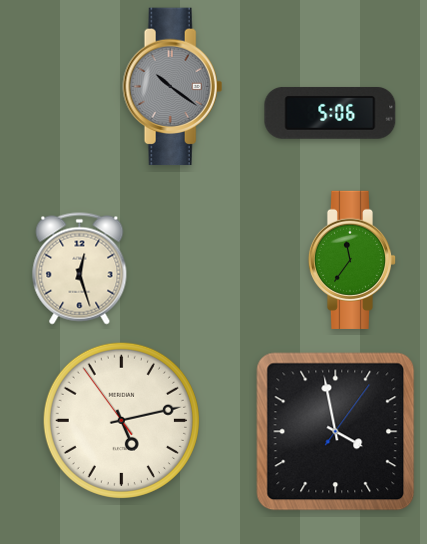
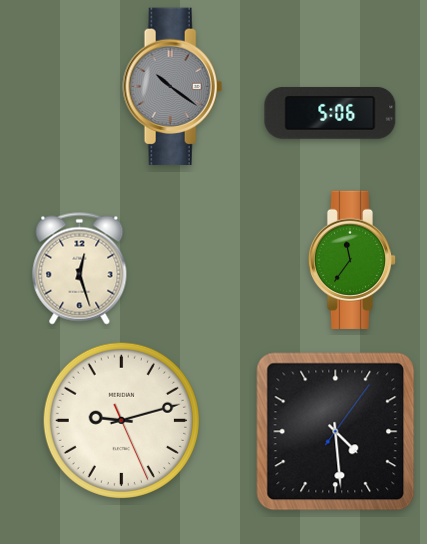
clock at (121, 420): 5:12 -> 9:12
clock at (336, 432): 3:58 -> 4:29
